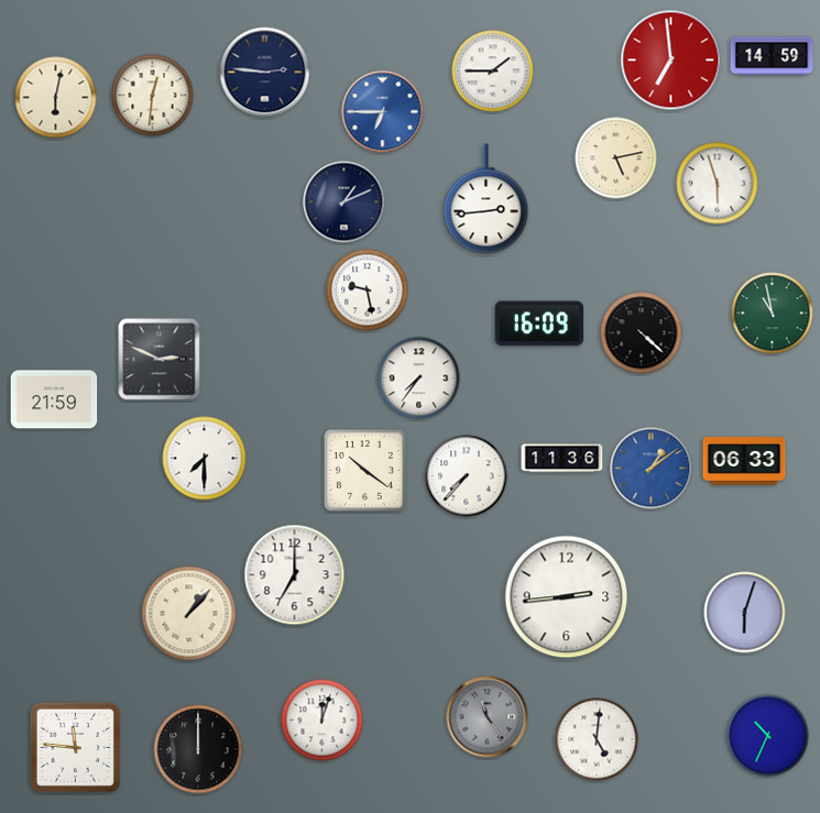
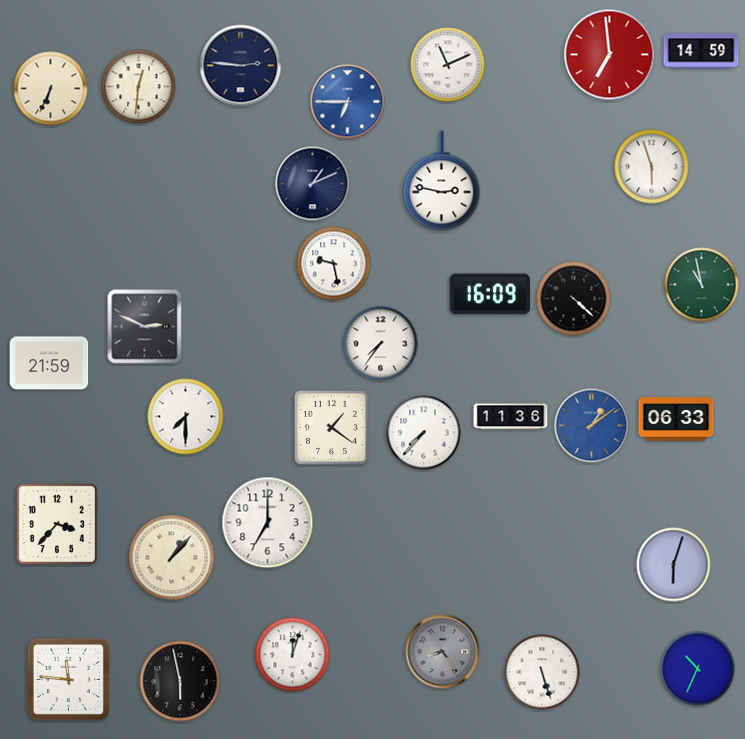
clock at (493, 72): 1:45 -> 11:11
clock at (56, 98): 6:02 -> 6:34
clock at (616, 158): 5:13 -> none
clock at (486, 199): 2:44 -> 2:47
clock at (642, 333) position: (642, 333) -> (574, 299)
clock at (364, 470): 10:21 -> 1:21
clock at (57, 524): none -> 3:37
clock at (567, 597): 2:44 -> none
clock at (745, 613) position: (745, 613) -> (674, 565)
clock at (488, 717): 11:24 -> 8:24
clock at (597, 739): 5:01 -> 5:27
clock at (198, 749): 12:00 -> 5:58
